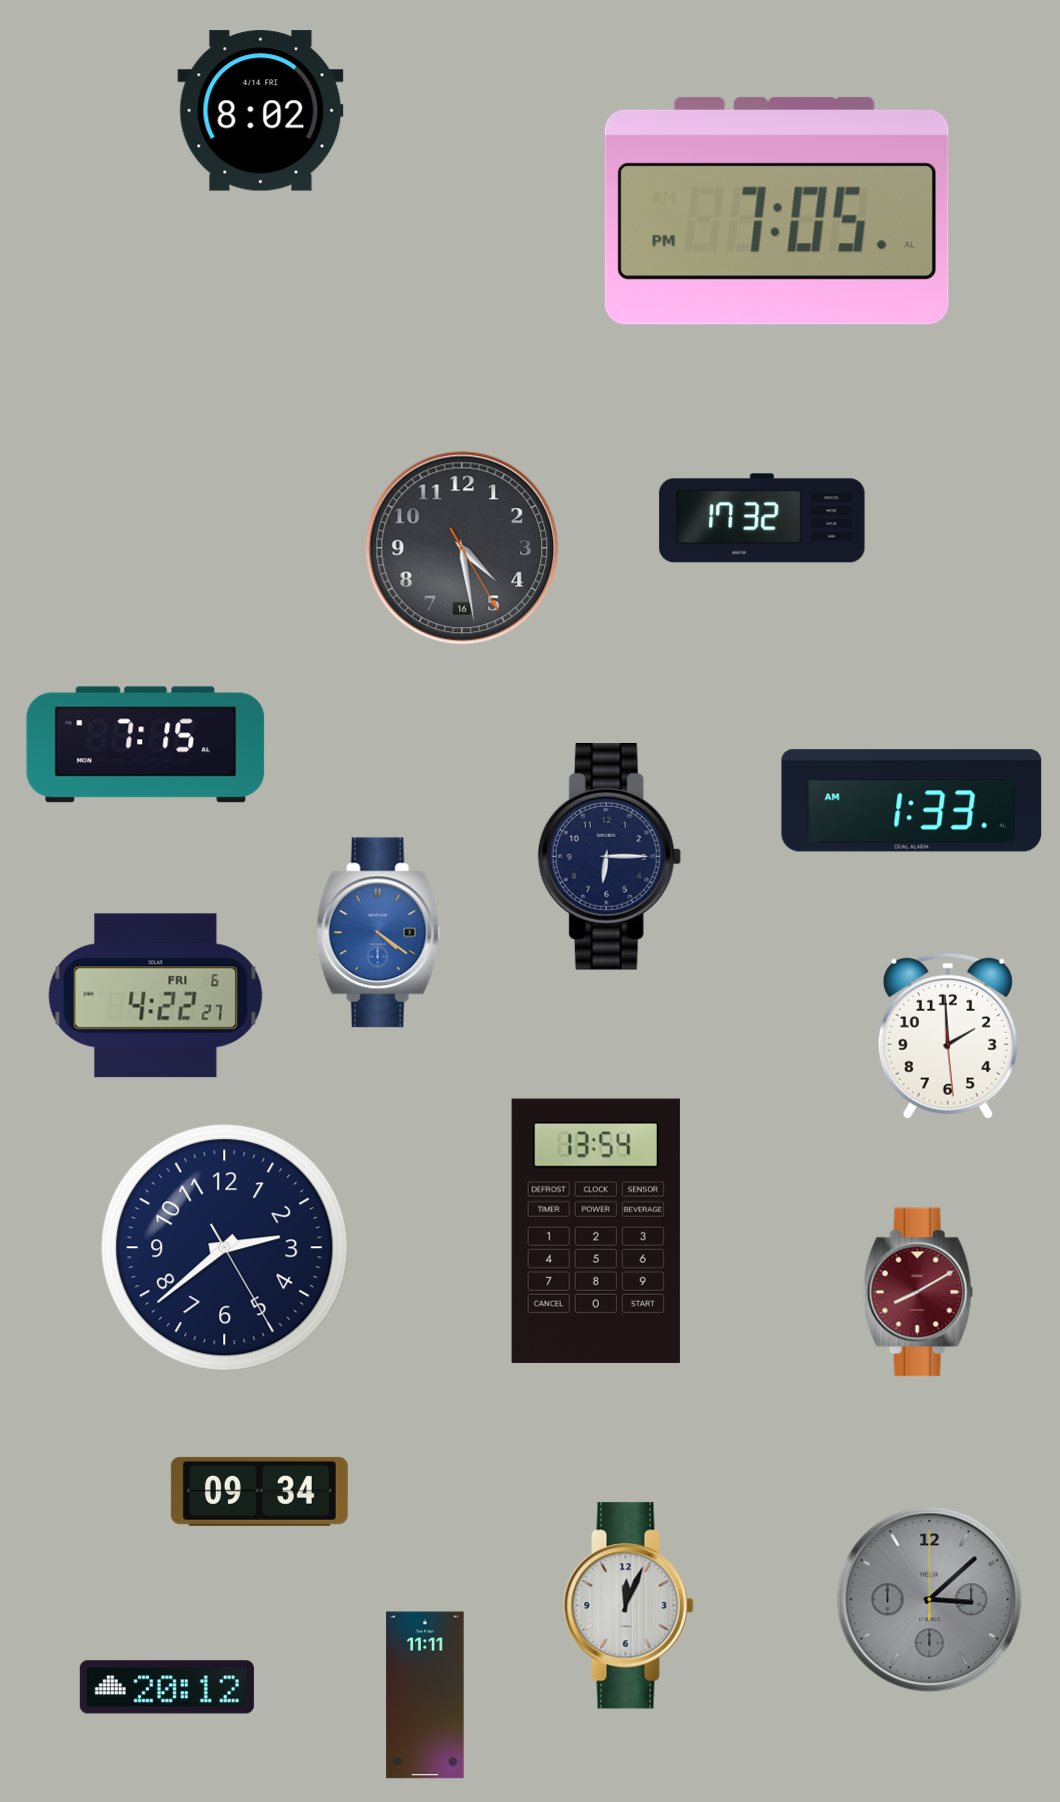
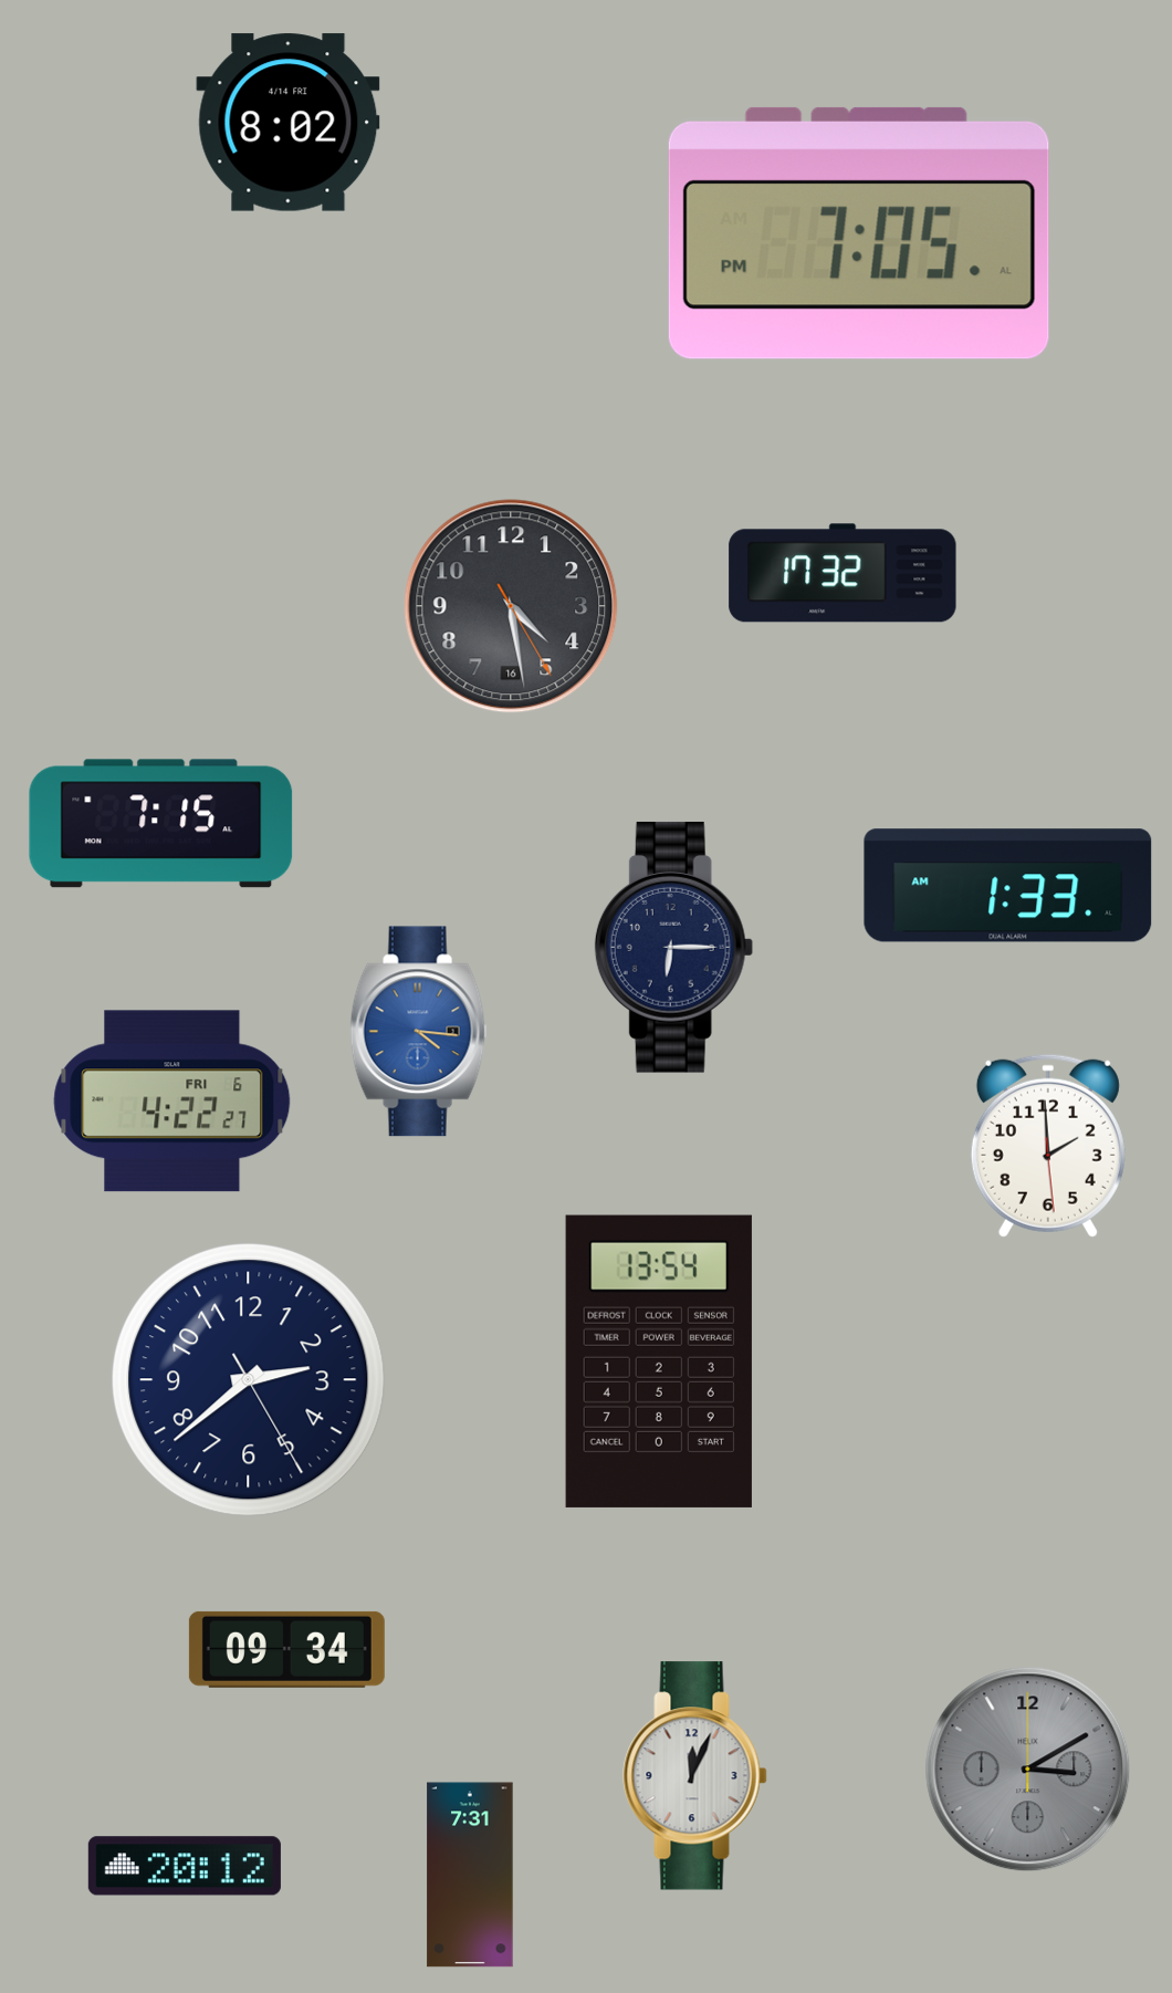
clock at (379, 933): 4:21 -> 4:16
clock at (918, 1292): 8:10 -> none
clock at (930, 1600): 3:08 -> 3:10
clock at (425, 1695): 11:11 -> 7:31
